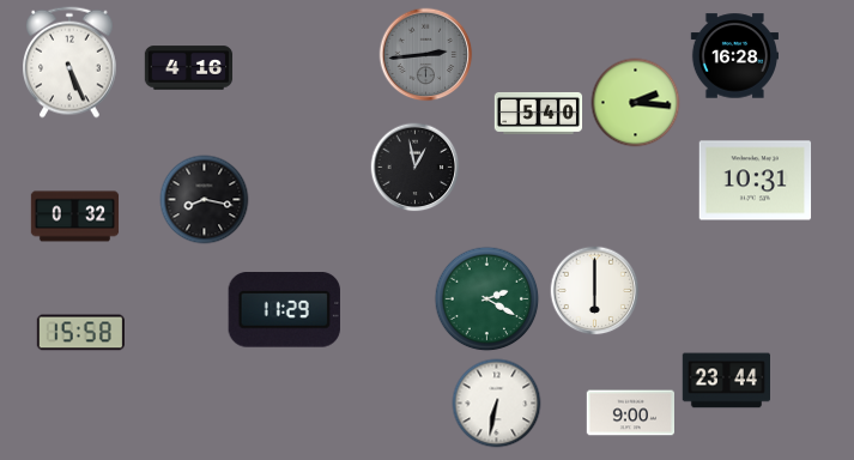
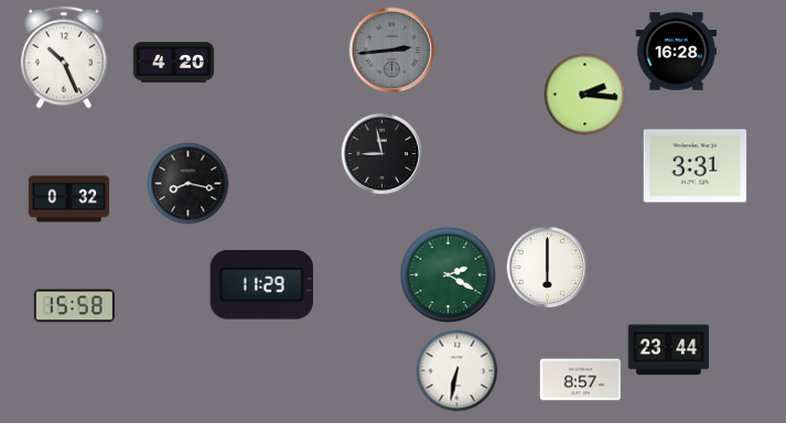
clock at (71, 62): 5:26 -> 10:26
clock at (189, 68): 4:16 -> 4:20
clock at (539, 113): 5:40 -> none
clock at (416, 168): 12:58 -> 8:58
clock at (756, 181): 10:31 -> 3:31
clock at (630, 413): 9:00 -> 8:57
